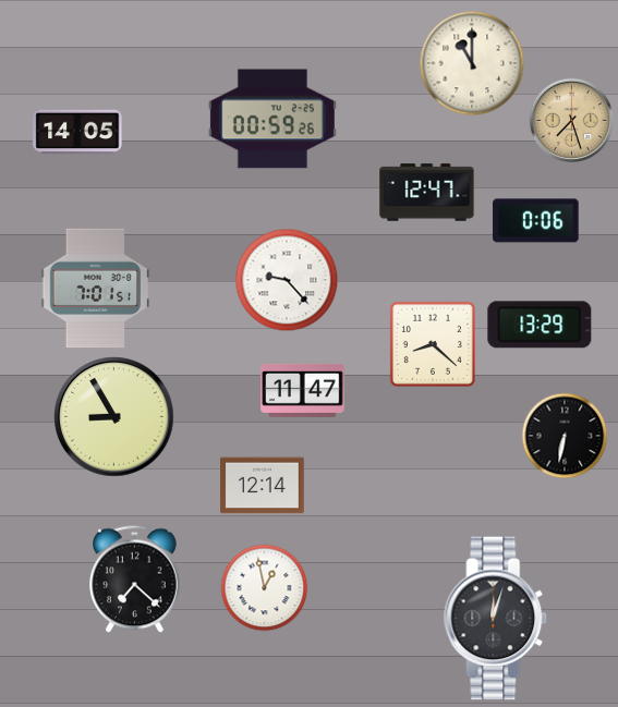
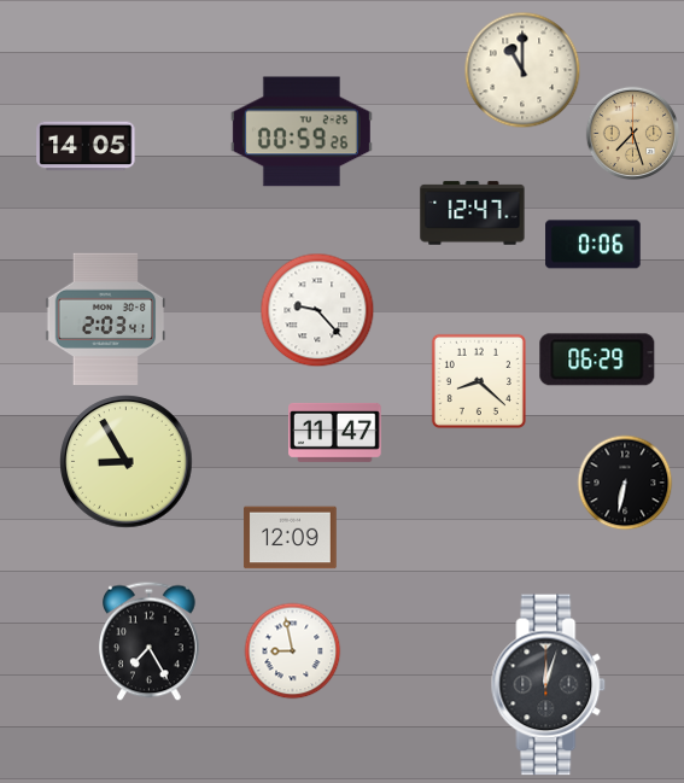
clock at (96, 289): 7:01 -> 2:03
clock at (540, 325): 13:29 -> 06:29
clock at (263, 486): 12:14 -> 12:09
clock at (135, 578): 7:22 -> 7:25
clock at (264, 587): 12:58 -> 8:58
